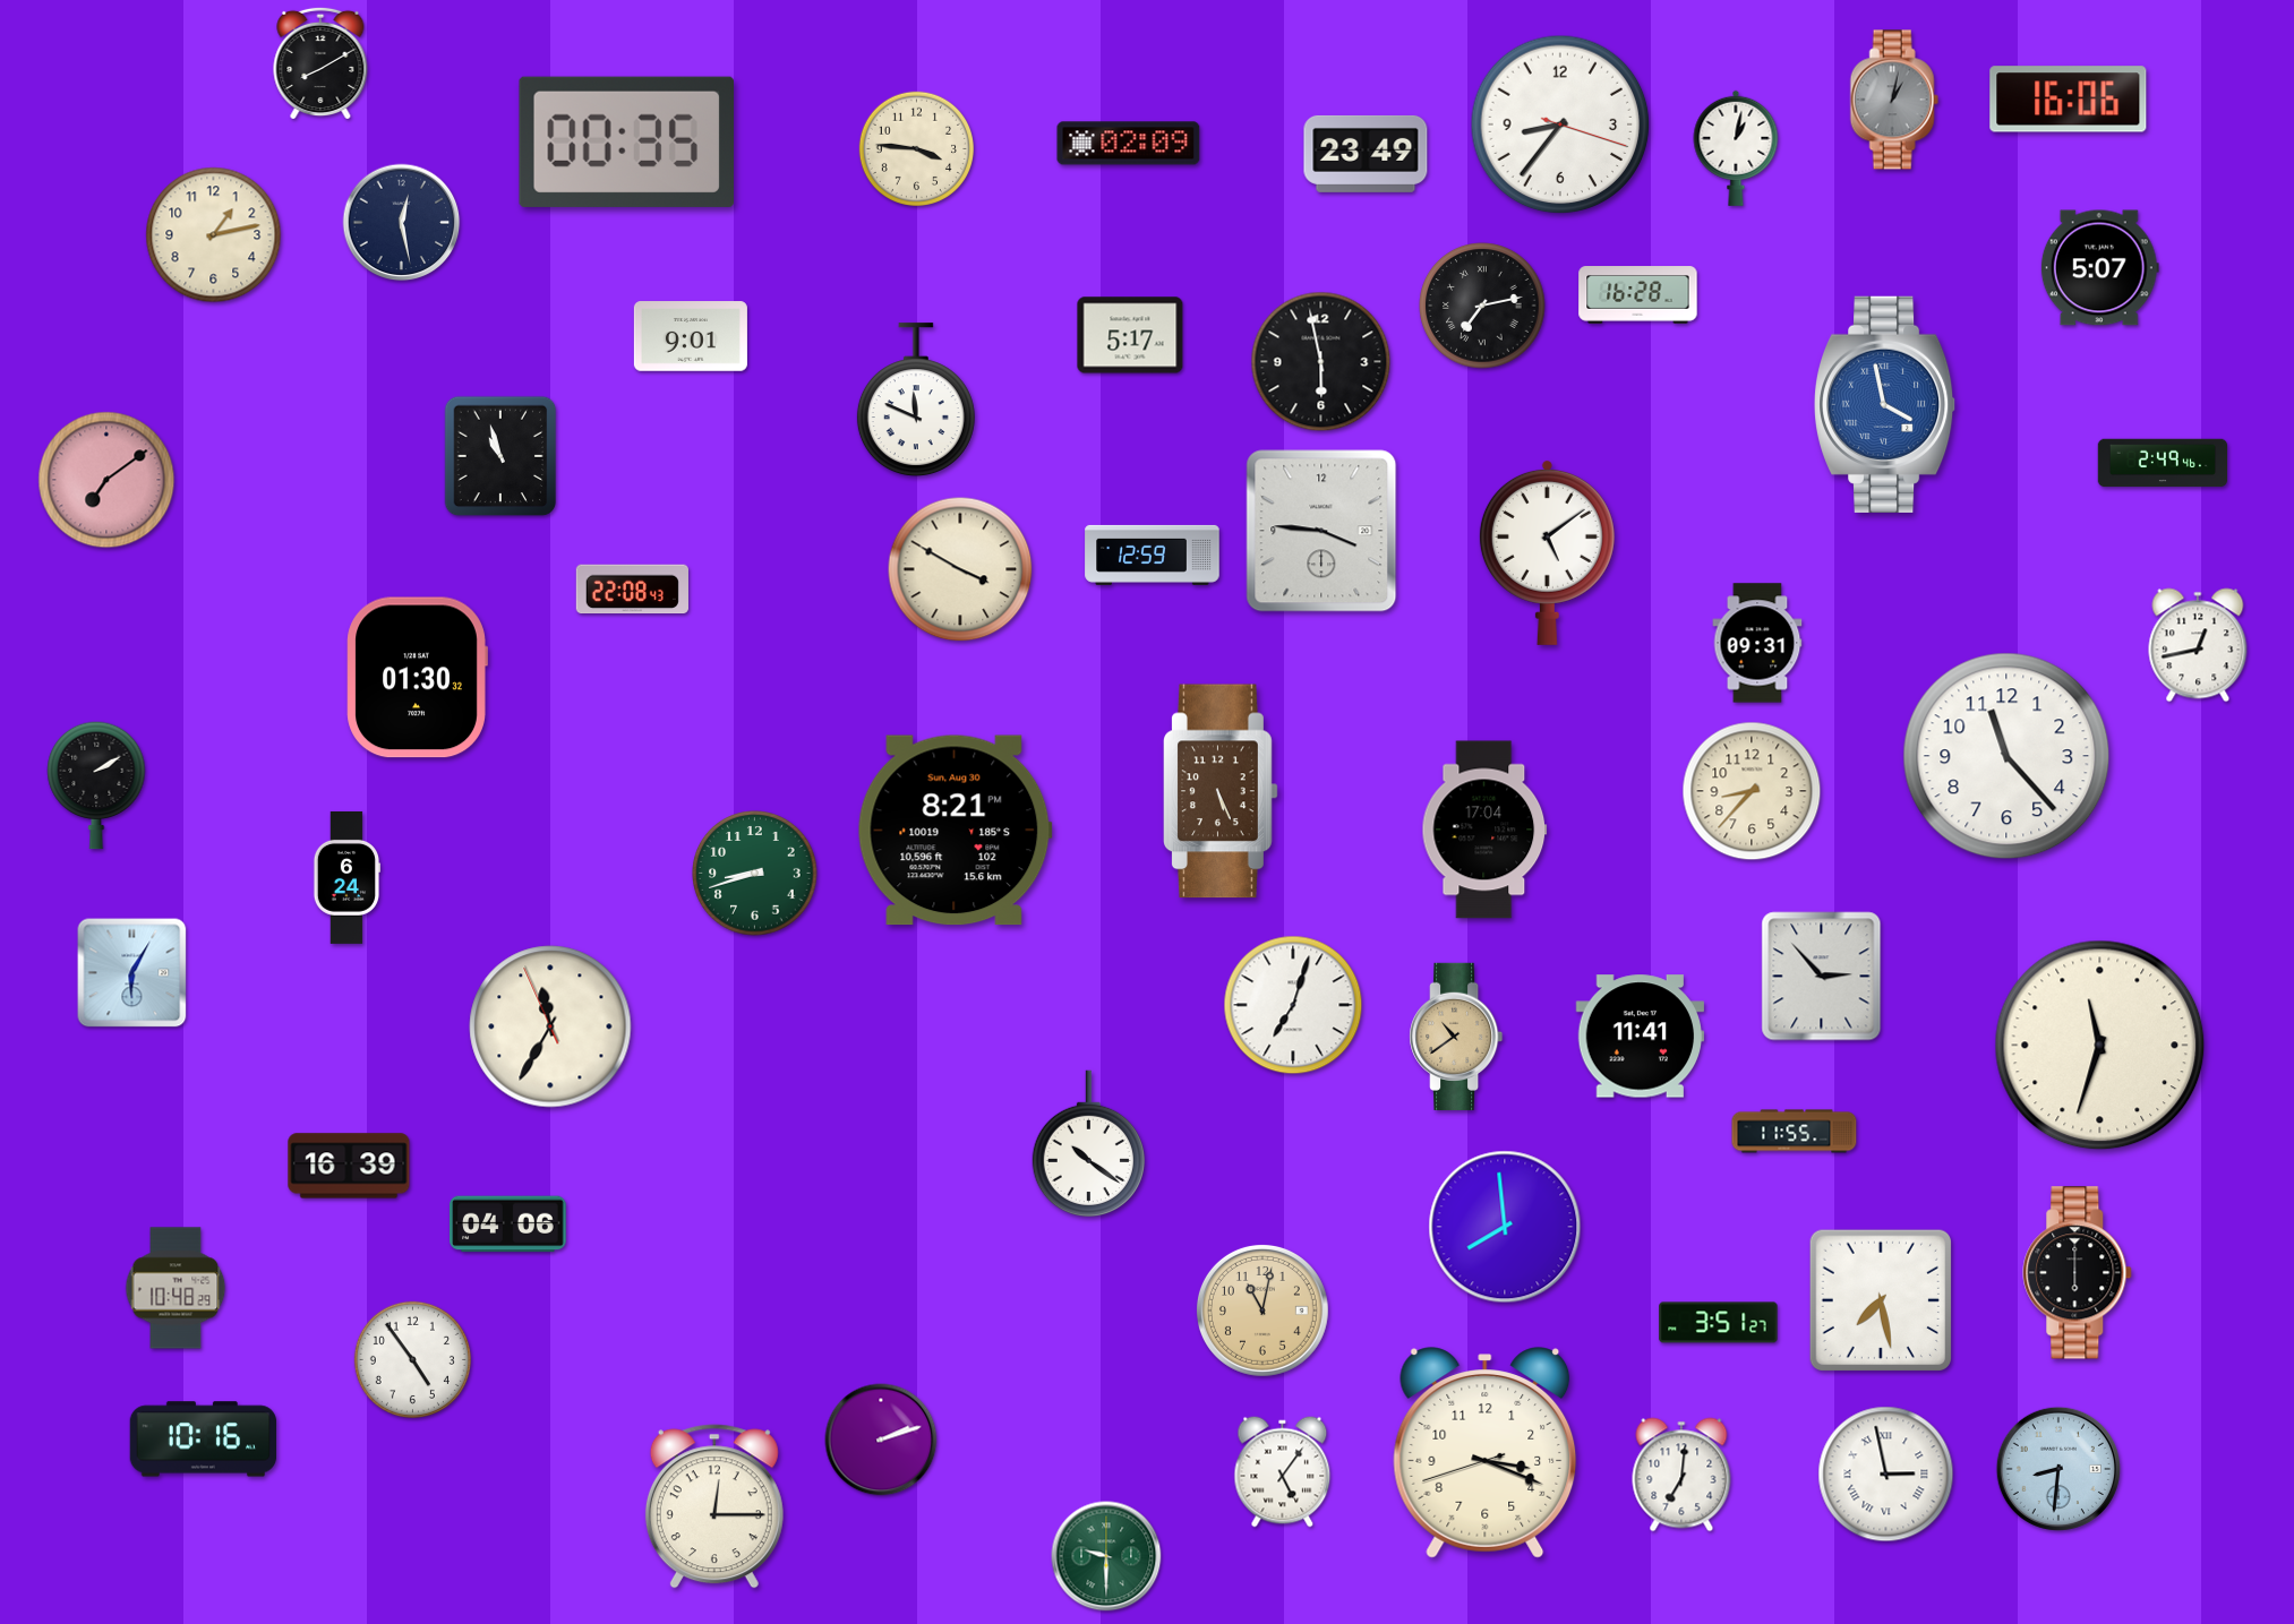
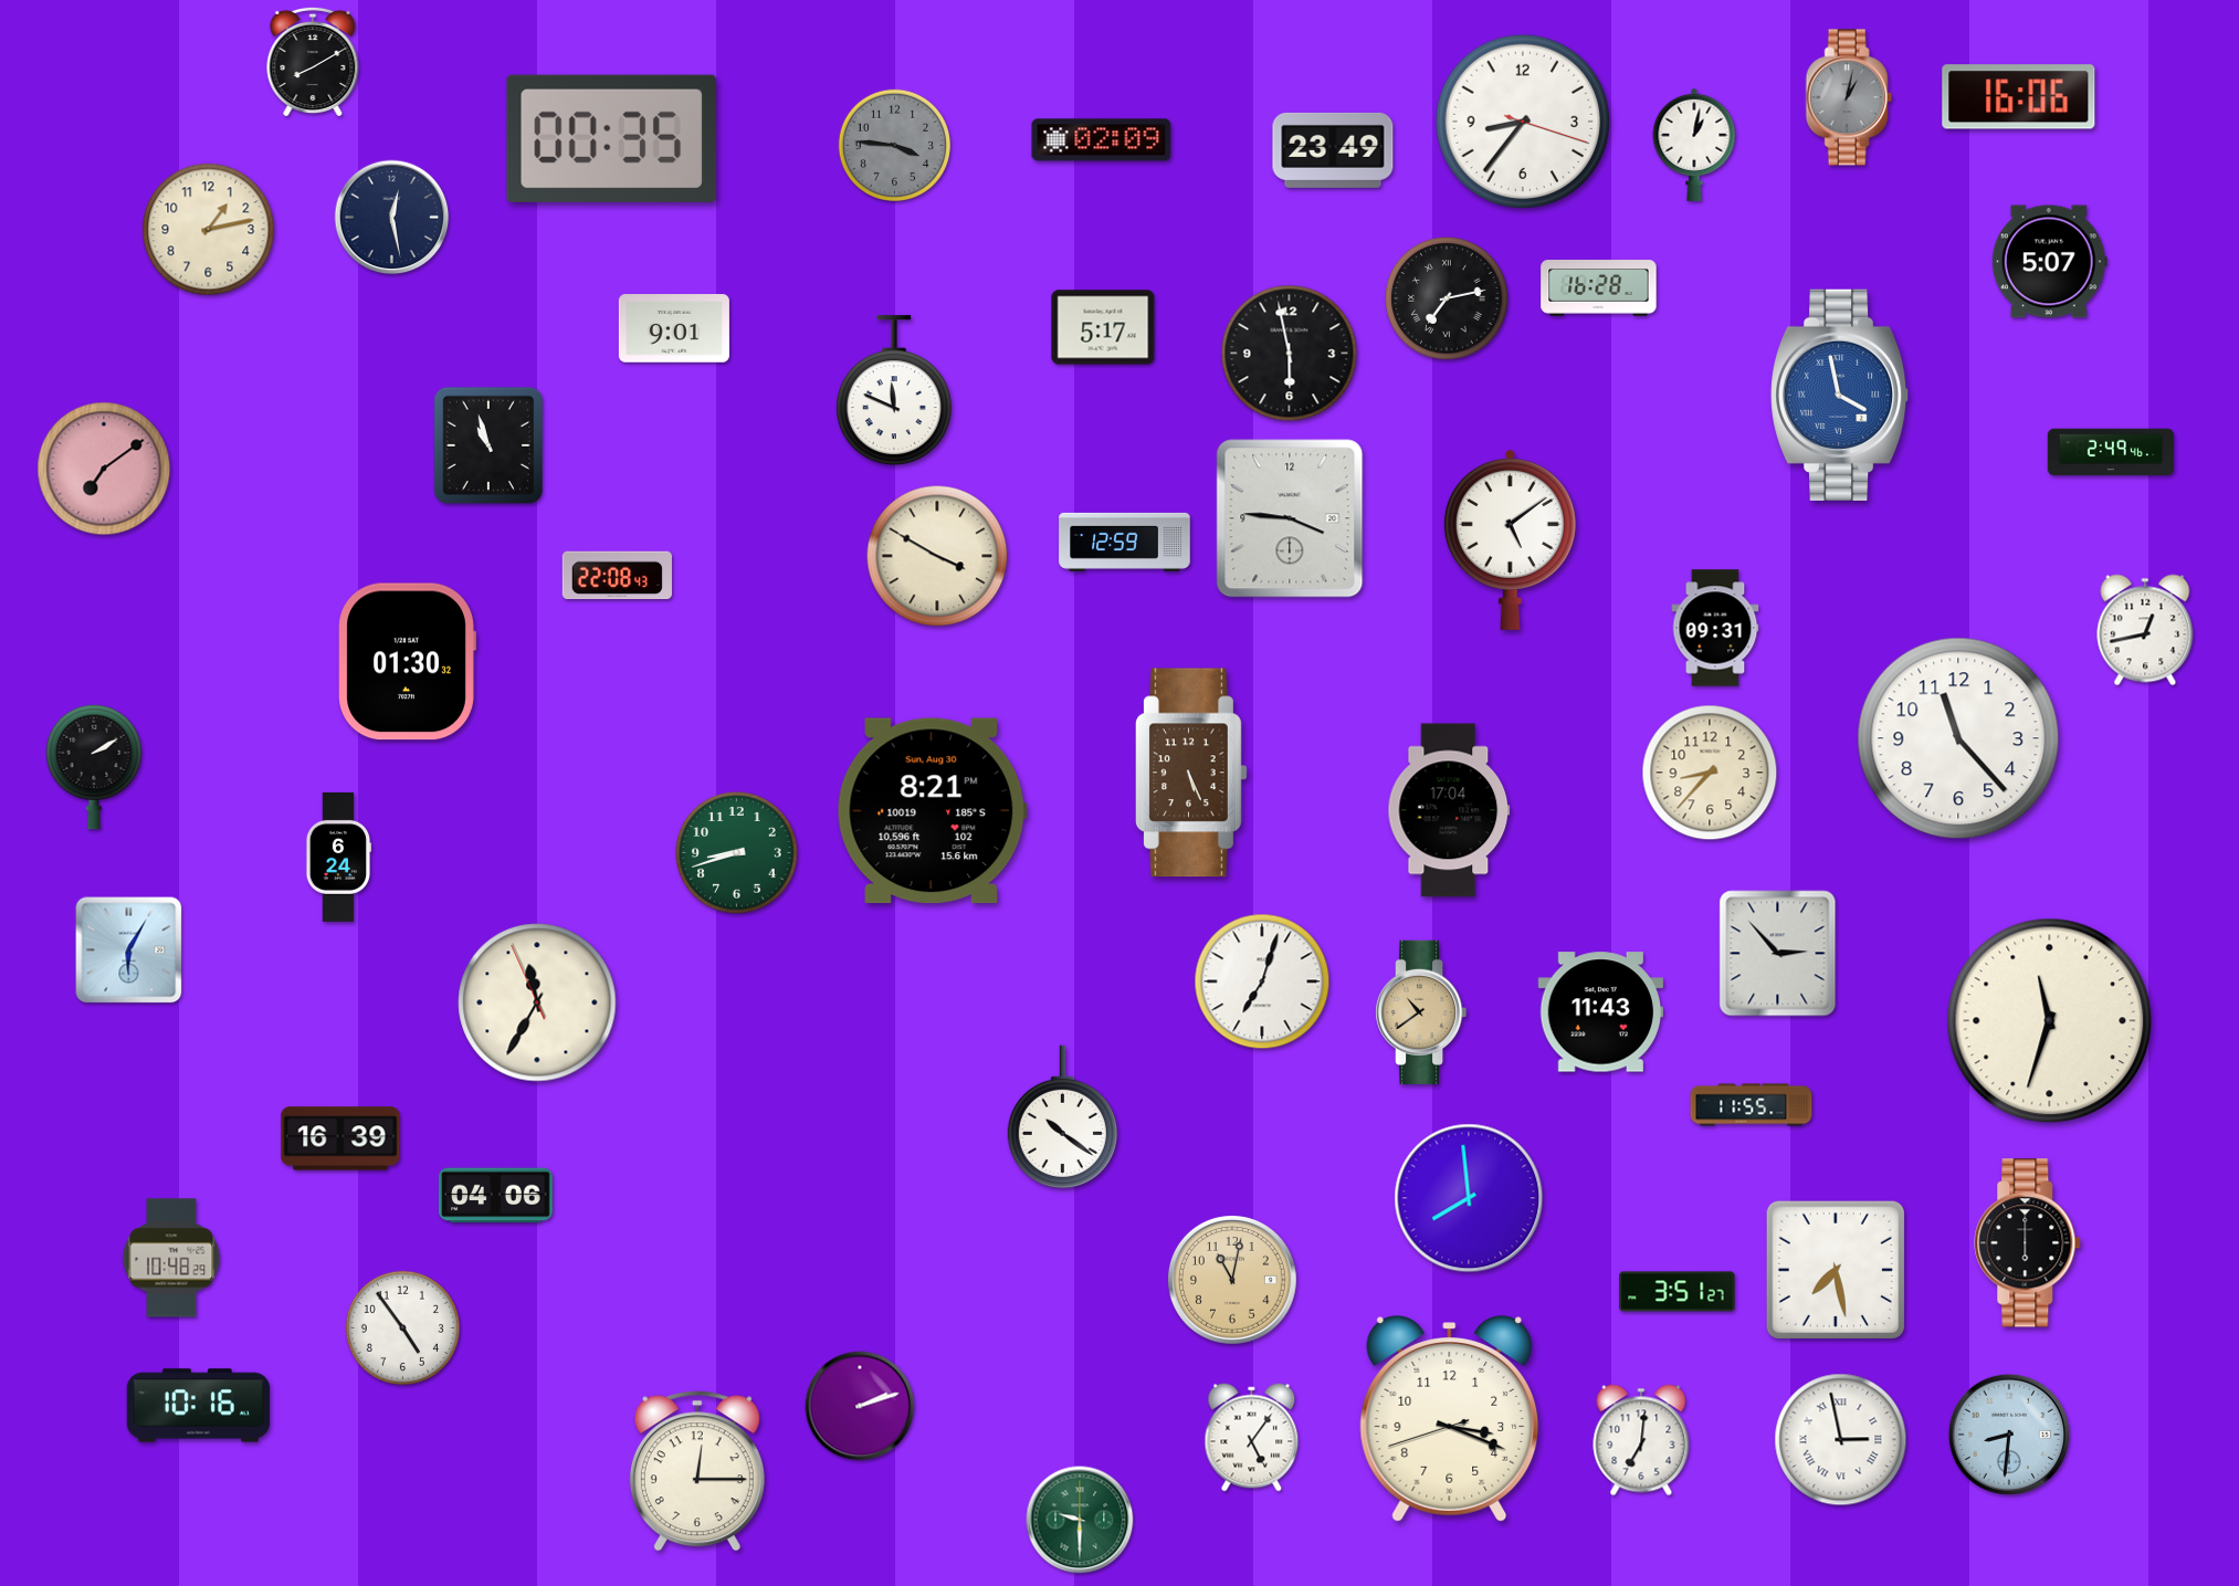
clock at (916, 148) dial: cream -> grey
clock at (1641, 1037): 11:41 -> 11:43
